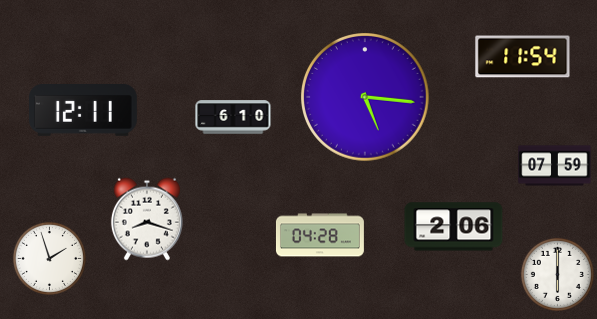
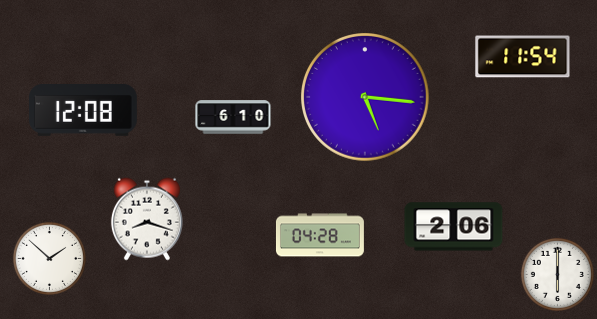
clock at (83, 111): 12:11 -> 12:08
clock at (555, 166): 07:59 -> none
clock at (49, 258): 1:57 -> 1:52
